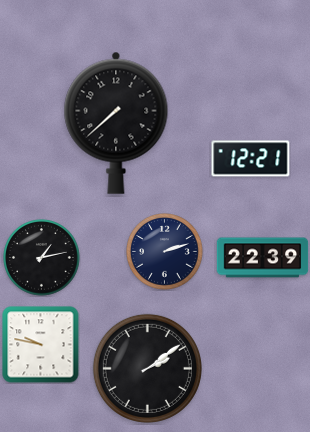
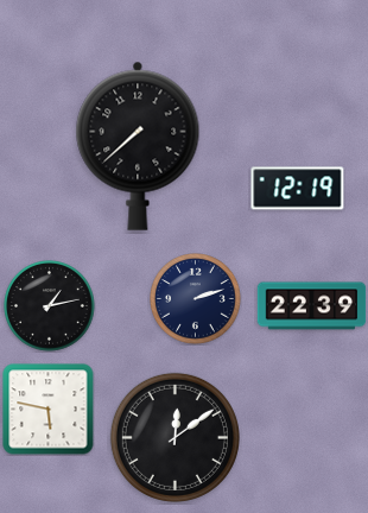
clock at (251, 159): 12:21 -> 12:19
clock at (41, 345): 9:47 -> 5:47
clock at (147, 368): 2:09 -> 12:09
